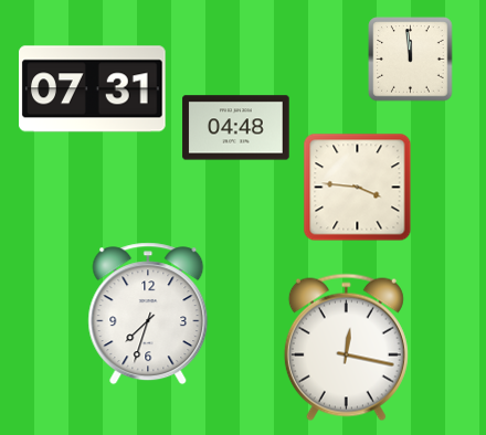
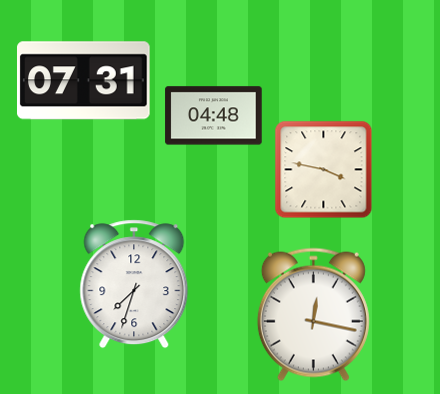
clock at (411, 60): 11:59 -> none
clock at (358, 188): 3:46 -> 3:47
